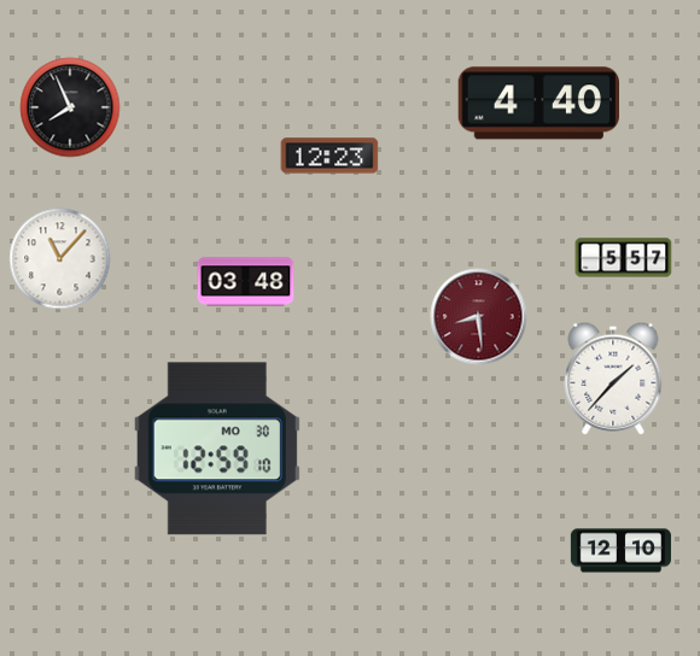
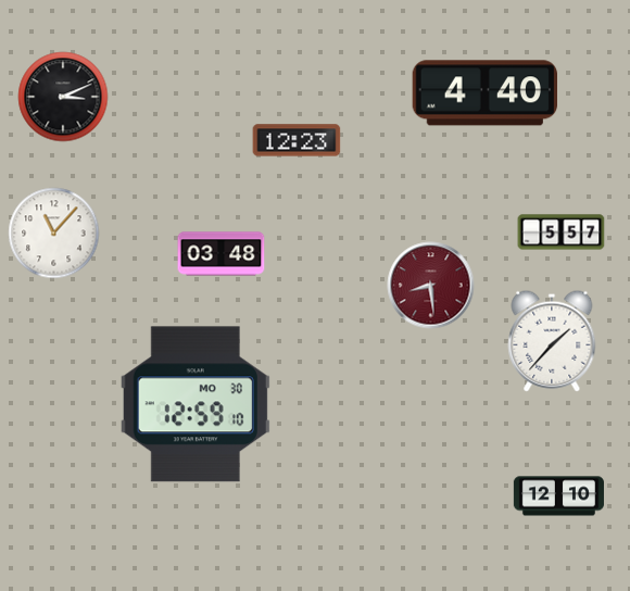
clock at (70, 107): 7:56 -> 3:11
